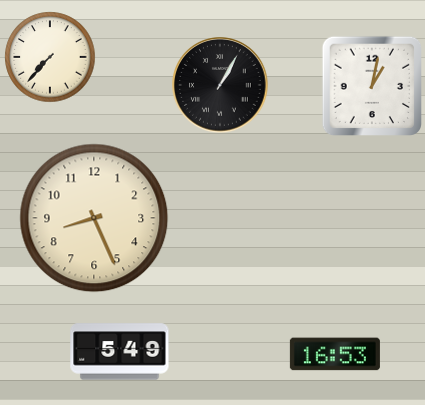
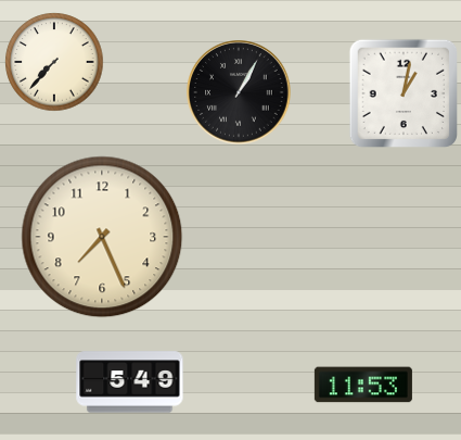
clock at (94, 218): 8:26 -> 7:26
clock at (335, 354): 16:53 -> 11:53
